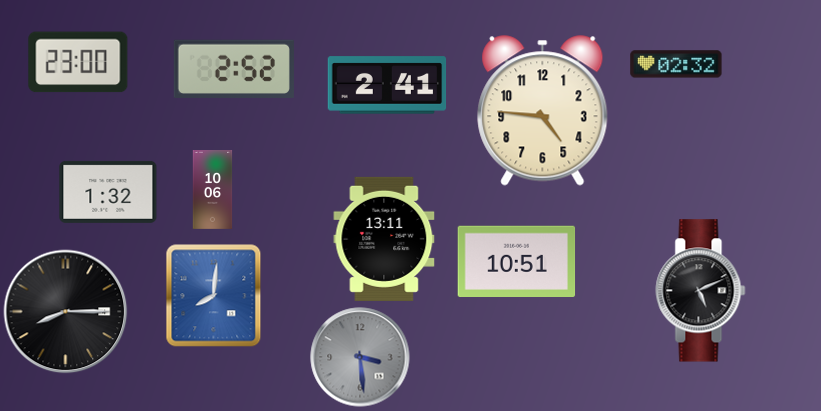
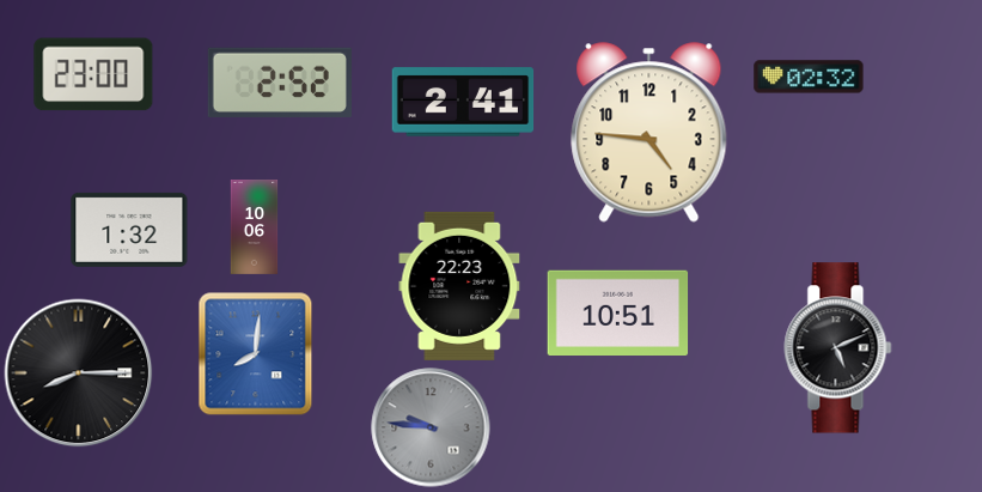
clock at (384, 239): 13:11 -> 22:23
clock at (360, 357): 3:29 -> 9:46
